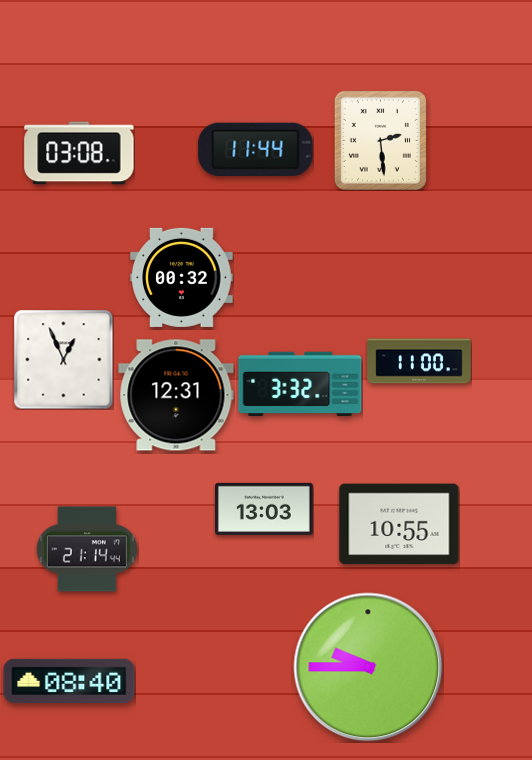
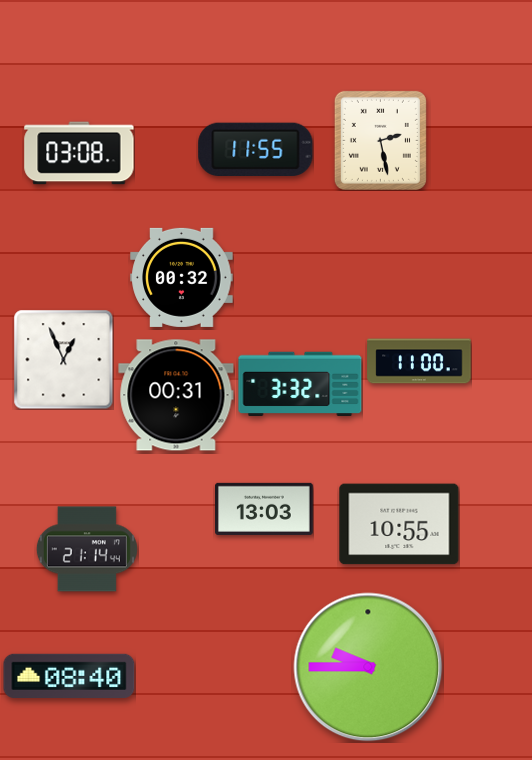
clock at (380, 140): 2:29 -> 2:28
clock at (256, 150): 11:44 -> 11:55
clock at (176, 395): 12:31 -> 00:31
clock at (69, 680) position: (69, 680) -> (69, 675)
